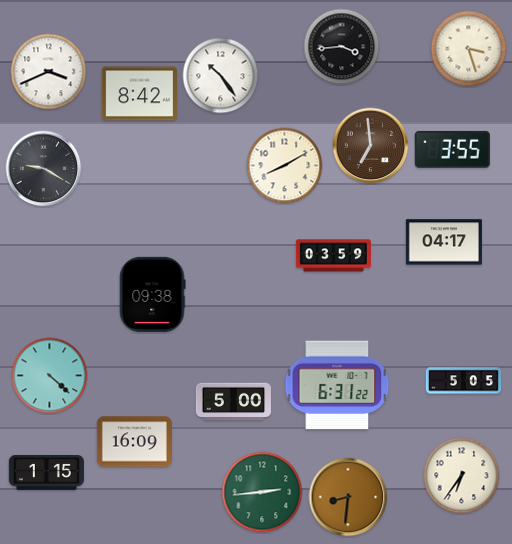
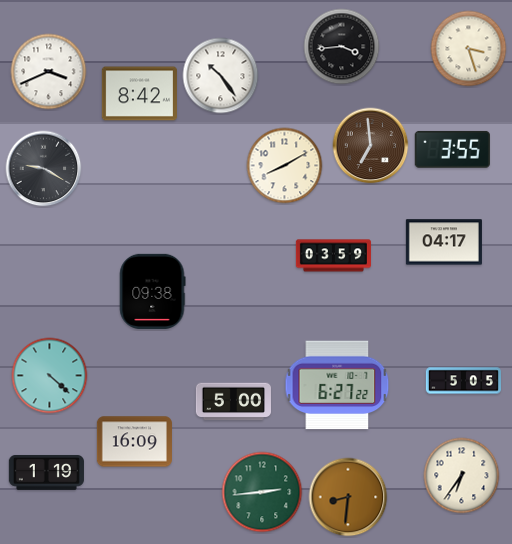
clock at (153, 294) position: (153, 294) -> (153, 291)
clock at (337, 385): 6:31 -> 6:27
clock at (46, 472): 1:15 -> 1:19
